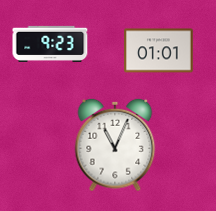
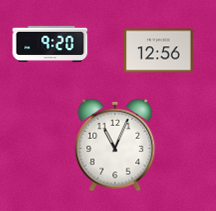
clock at (50, 44): 9:23 -> 9:20
clock at (159, 51): 01:01 -> 12:56
